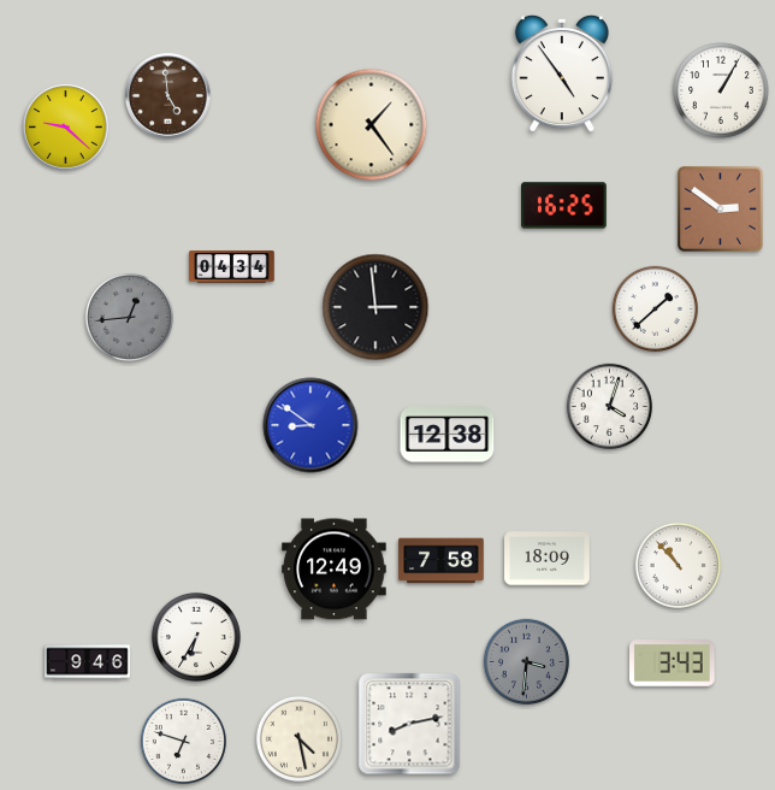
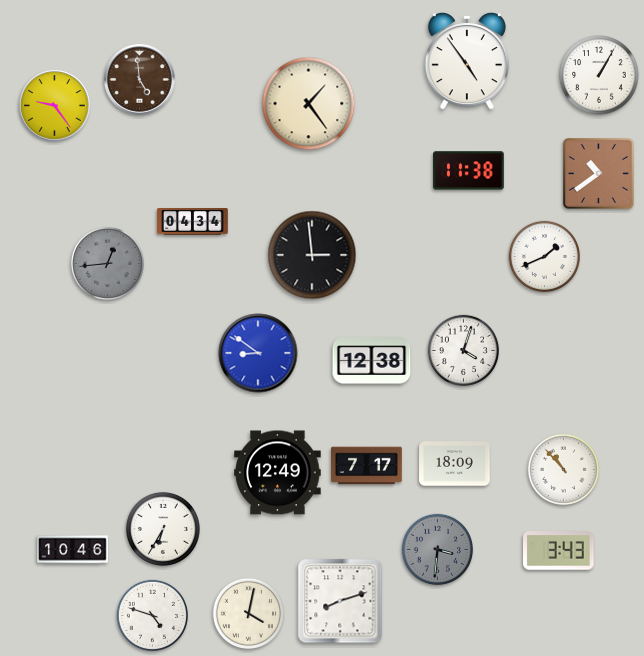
clock at (66, 128): 9:22 -> 9:24
clock at (564, 206): 16:25 -> 11:38
clock at (720, 208): 2:51 -> 10:39
clock at (655, 308): 1:38 -> 1:41
clock at (609, 406) position: (609, 406) -> (463, 350)
clock at (442, 561): 7:58 -> 7:17
clock at (88, 662): 9:46 -> 10:46
clock at (409, 724): 8:13 -> 8:12
clock at (298, 738): 4:28 -> 4:02
clock at (183, 741): 6:48 -> 4:48
